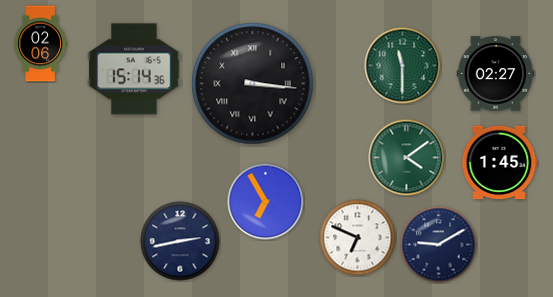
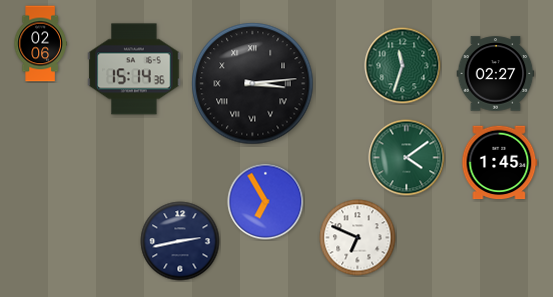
clock at (403, 66): 11:30 -> 11:33
clock at (253, 84): 3:16 -> 3:14
clock at (439, 245): 9:10 -> none
